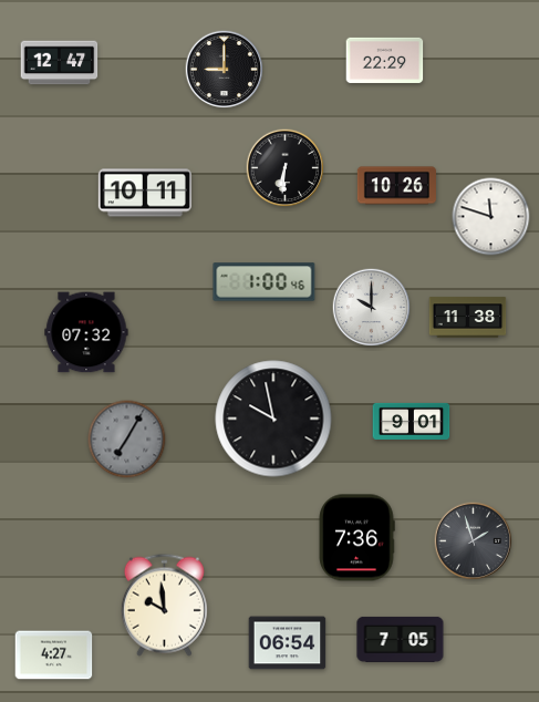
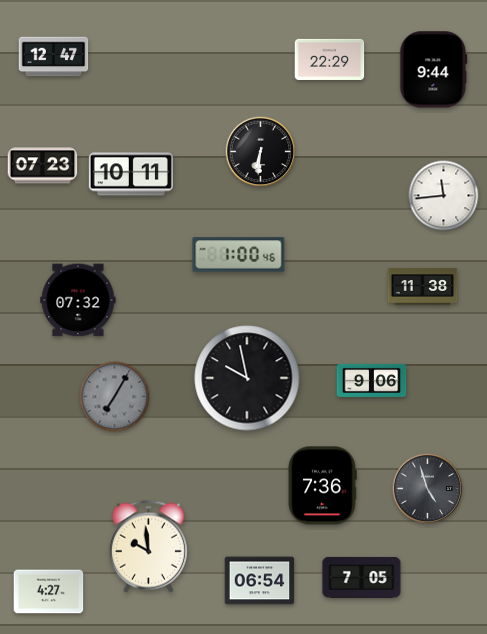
clock at (385, 60) position: (385, 60) -> (330, 59)
clock at (225, 70): 9:00 -> none
clock at (434, 70): none -> 9:44
clock at (286, 168) position: (286, 168) -> (261, 152)
clock at (43, 166): none -> 07:23
clock at (396, 186): 10:26 -> none
clock at (491, 217): 11:48 -> 11:44
clock at (372, 308): 10:00 -> none
clock at (412, 421): 9:01 -> 9:06
clock at (474, 541): 1:57 -> 4:57
